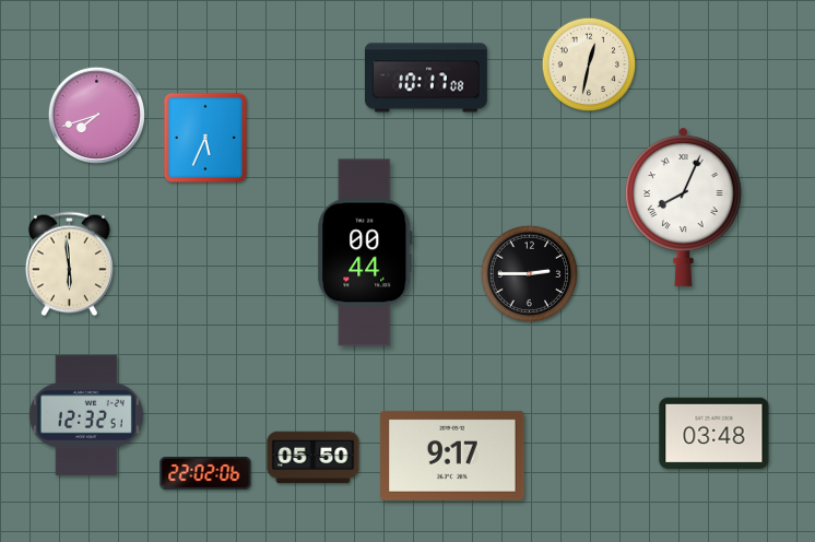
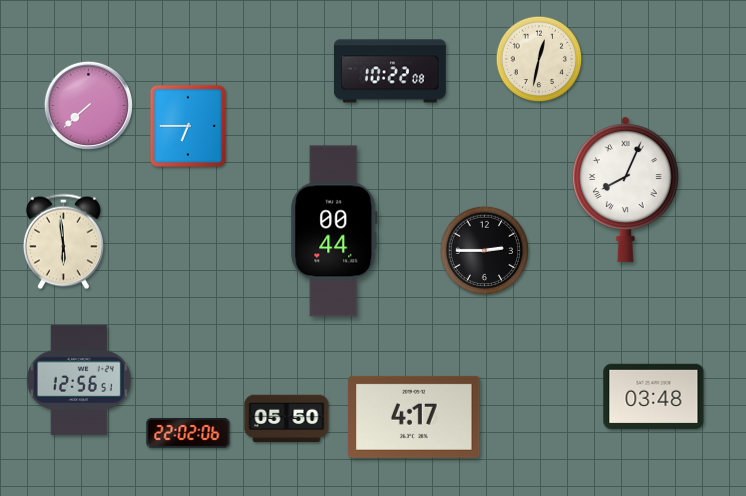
clock at (426, 78): 10:17 -> 10:22
clock at (96, 115): 7:42 -> 7:38
clock at (204, 137): 5:34 -> 6:45
clock at (86, 415): 12:32 -> 12:56
clock at (452, 456): 9:17 -> 4:17
